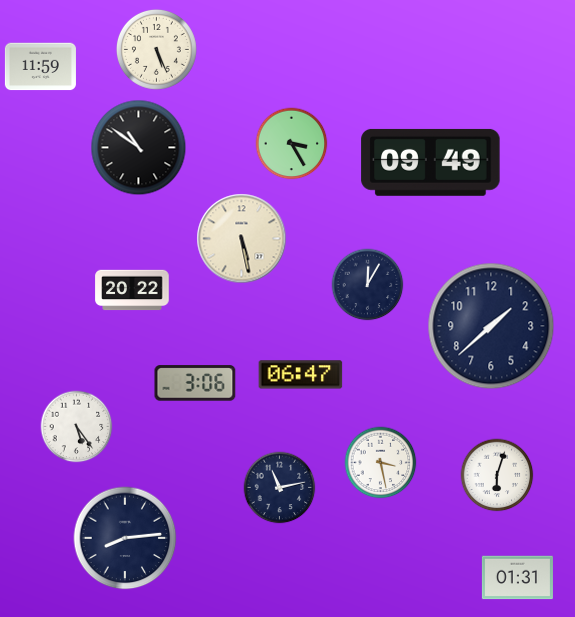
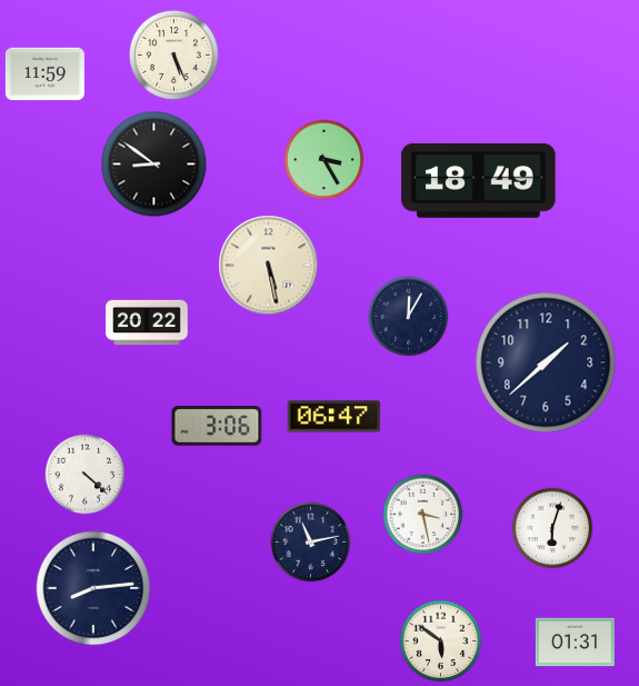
clock at (139, 148): 10:51 -> 8:51
clock at (431, 162): 09:49 -> 18:49
clock at (77, 427): 5:24 -> 4:22
clock at (125, 538) position: (125, 538) -> (93, 588)
clock at (441, 642): none -> 5:51
